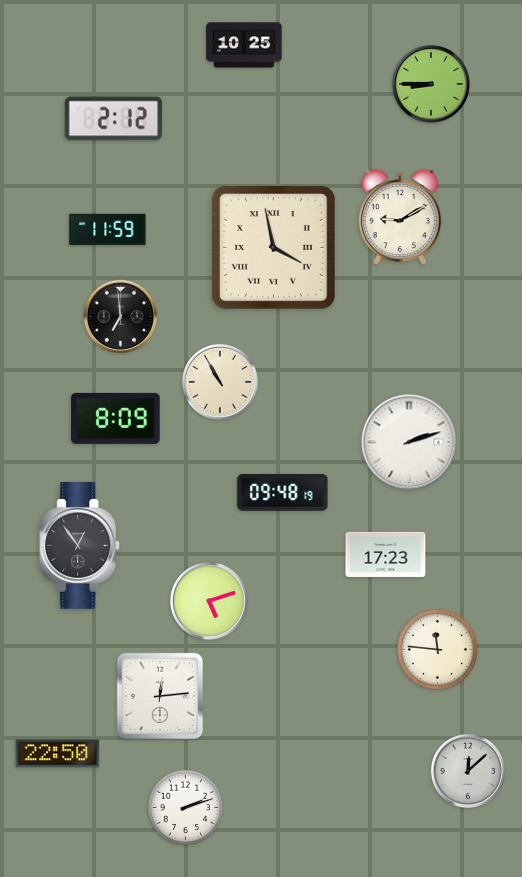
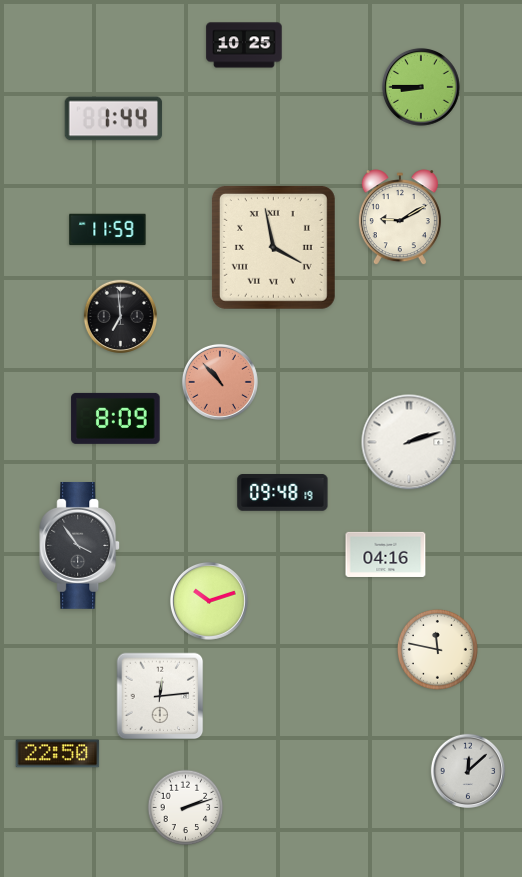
clock at (431, 84) position: (431, 84) -> (421, 87)
clock at (114, 119): 2:12 -> 1:44
clock at (220, 382): 10:55 -> 10:53
clock at (220, 382) dial: cream -> salmon
clock at (80, 545): 12:54 -> 3:54
clock at (386, 554): 17:23 -> 04:16
clock at (209, 601): 5:12 -> 10:12
clock at (437, 649): 11:46 -> 11:47
